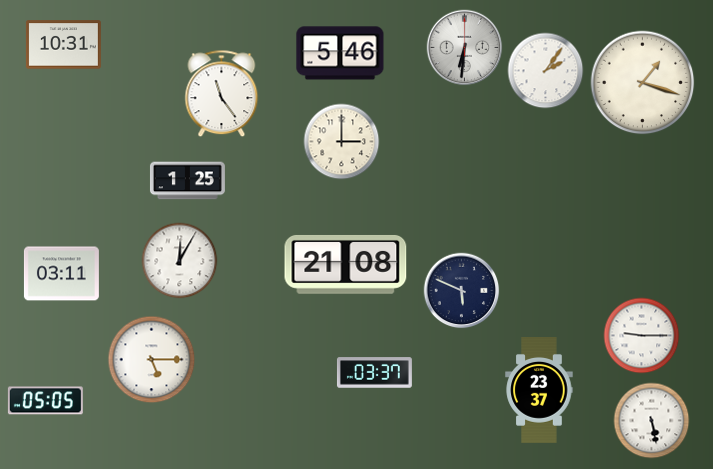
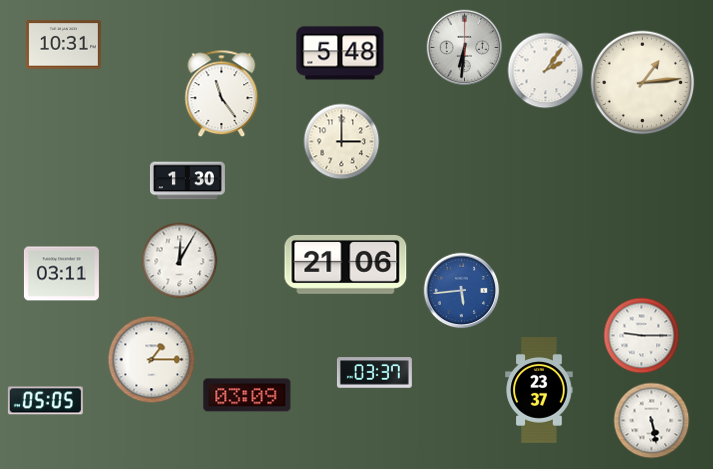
clock at (340, 53): 5:46 -> 5:48
clock at (643, 83): 1:18 -> 1:14
clock at (187, 181): 1:25 -> 1:30
clock at (346, 264): 21:08 -> 21:06
clock at (462, 291): 5:49 -> 5:44
clock at (462, 291) dial: navy -> blue
clock at (152, 360): 5:15 -> 1:15
clock at (247, 395): none -> 03:09
